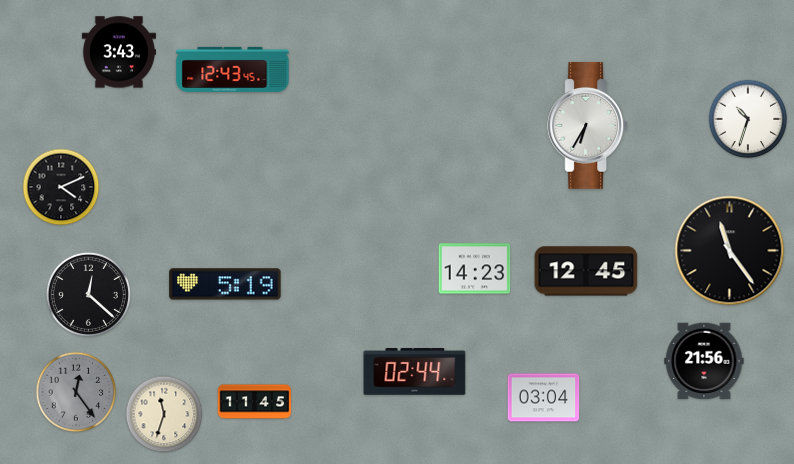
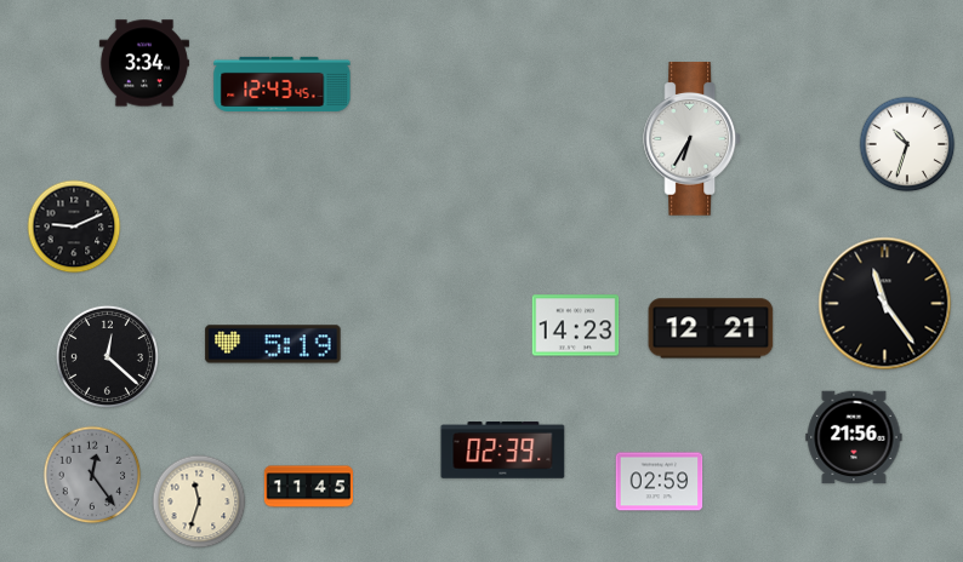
clock at (119, 52): 3:43 -> 3:34
clock at (588, 126) position: (588, 126) -> (693, 139)
clock at (61, 187): 4:11 -> 9:11
clock at (586, 271): 12:45 -> 12:21
clock at (415, 372): 02:44 -> 02:39
clock at (544, 398): 03:04 -> 02:59
